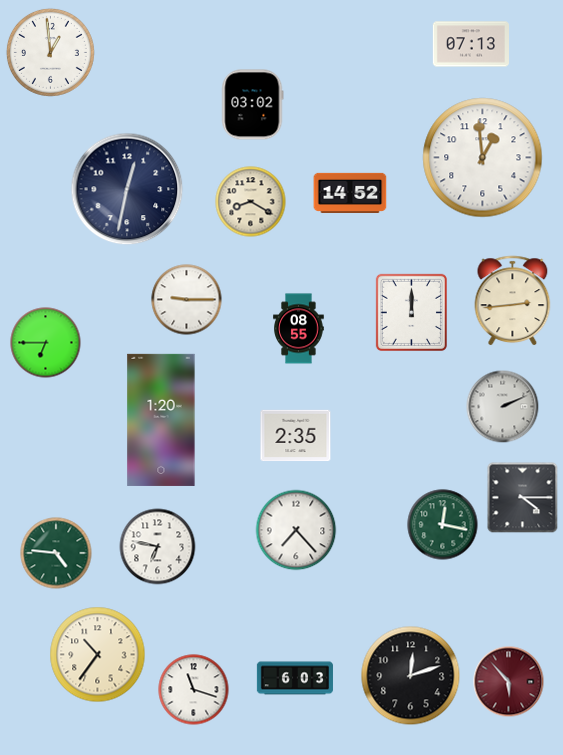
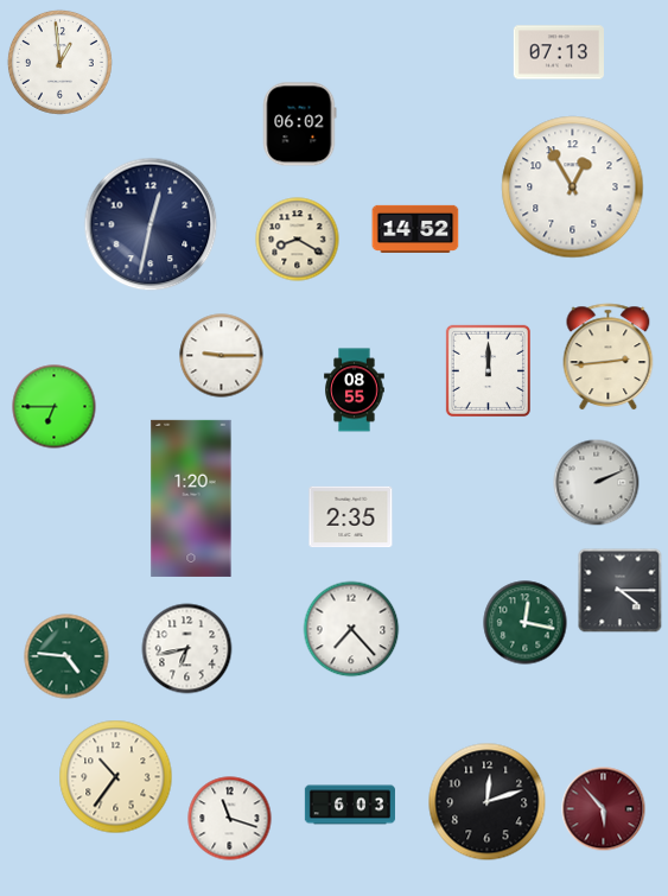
clock at (253, 105): 03:02 -> 06:02
clock at (483, 158): 12:59 -> 12:55
clock at (158, 547): 6:47 -> 6:43
